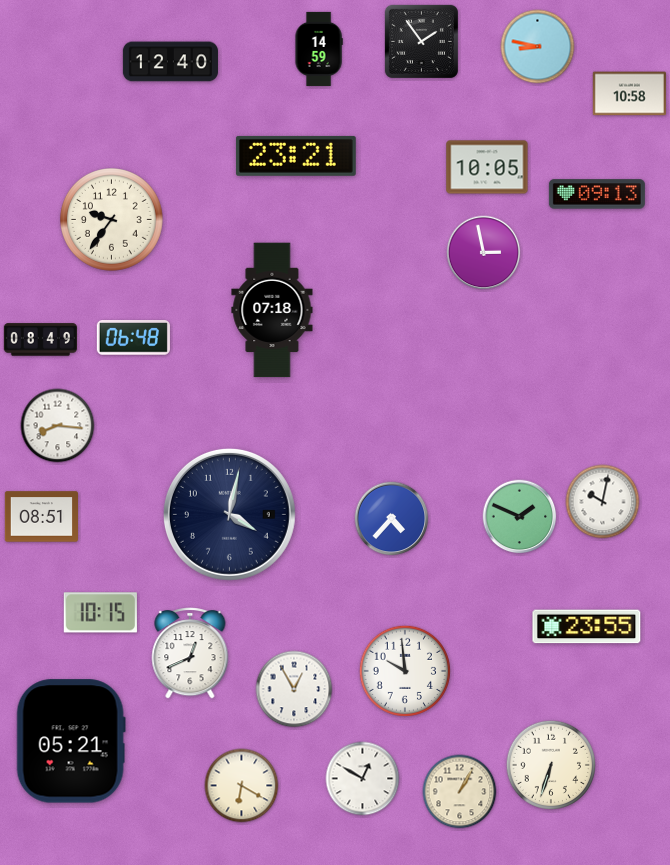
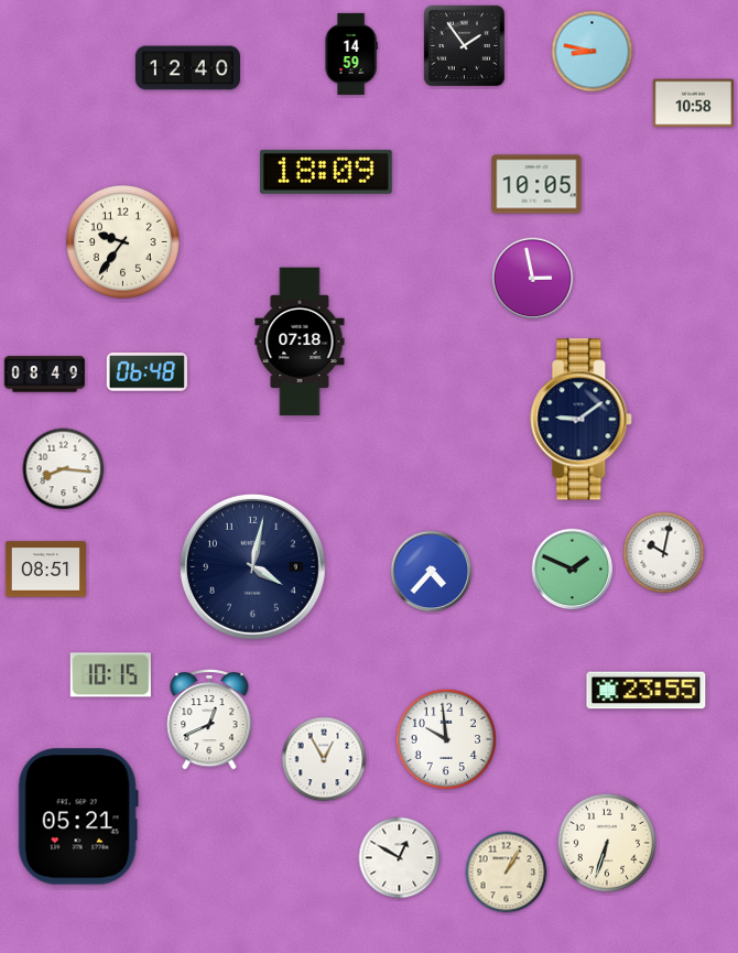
clock at (296, 156): 23:21 -> 18:09
clock at (597, 194): 09:13 -> none
clock at (582, 420): none -> 9:09
clock at (242, 786): 6:20 -> none
